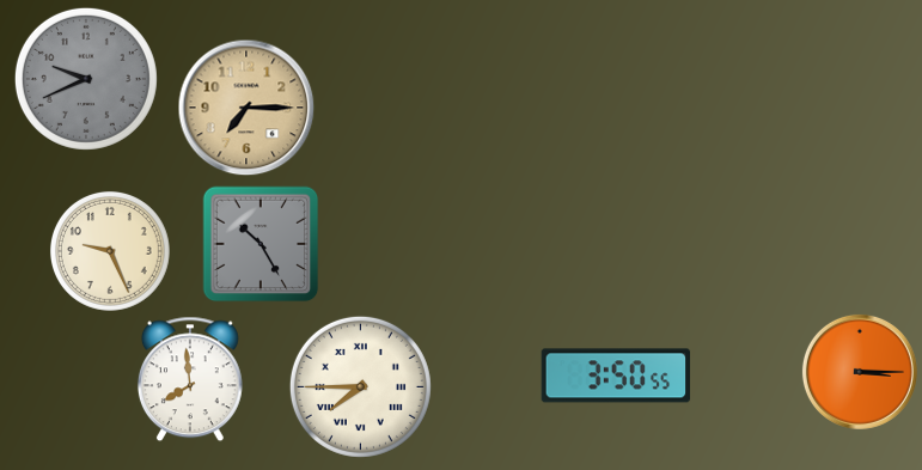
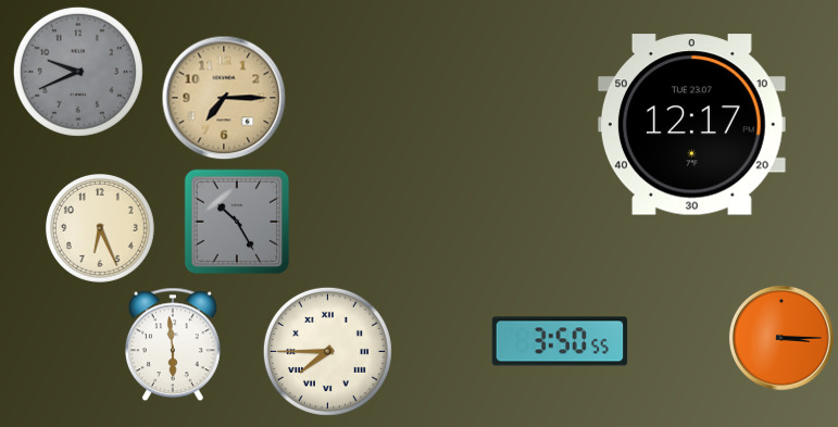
clock at (691, 125): none -> 12:17
clock at (110, 251): 9:26 -> 6:26
clock at (190, 379): 7:59 -> 5:59
